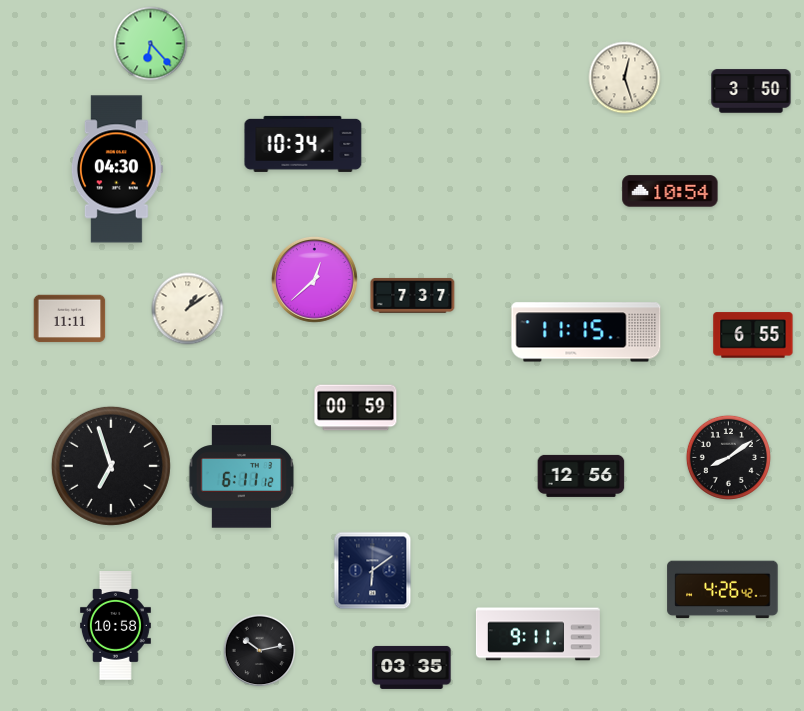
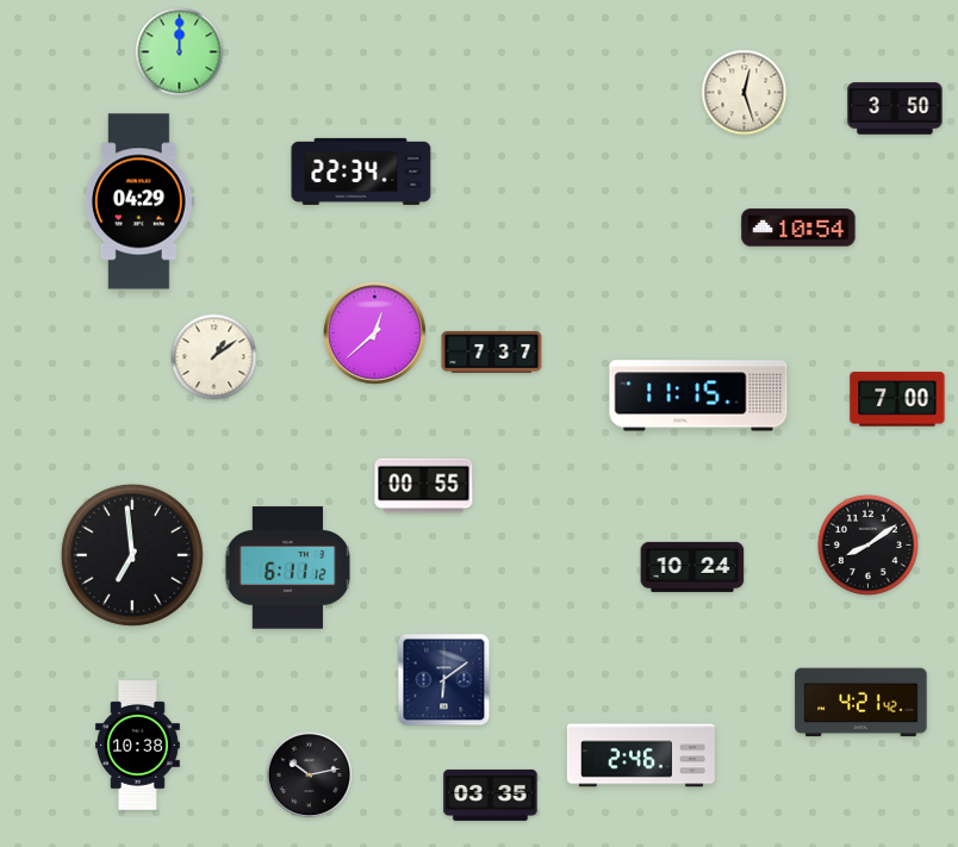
clock at (151, 44): 6:23 -> 12:00
clock at (303, 144): 10:34 -> 22:34
clock at (117, 169): 04:30 -> 04:29
clock at (188, 309) position: (188, 309) -> (214, 357)
clock at (70, 319): 11:11 -> none
clock at (753, 335): 6:55 -> 7:00
clock at (356, 408): 00:59 -> 00:55
clock at (111, 466): 6:57 -> 6:59
clock at (581, 476): 12:56 -> 10:24
clock at (723, 590): 4:26 -> 4:21
clock at (115, 626): 10:58 -> 10:38
clock at (538, 634): 9:11 -> 2:46
